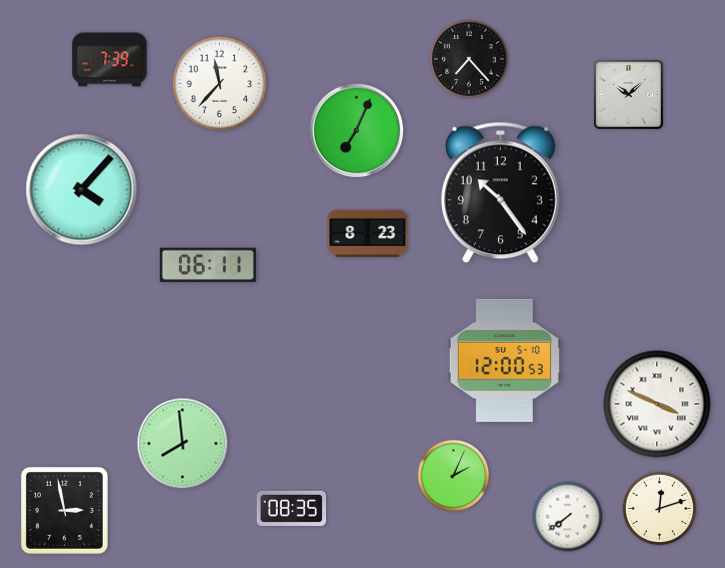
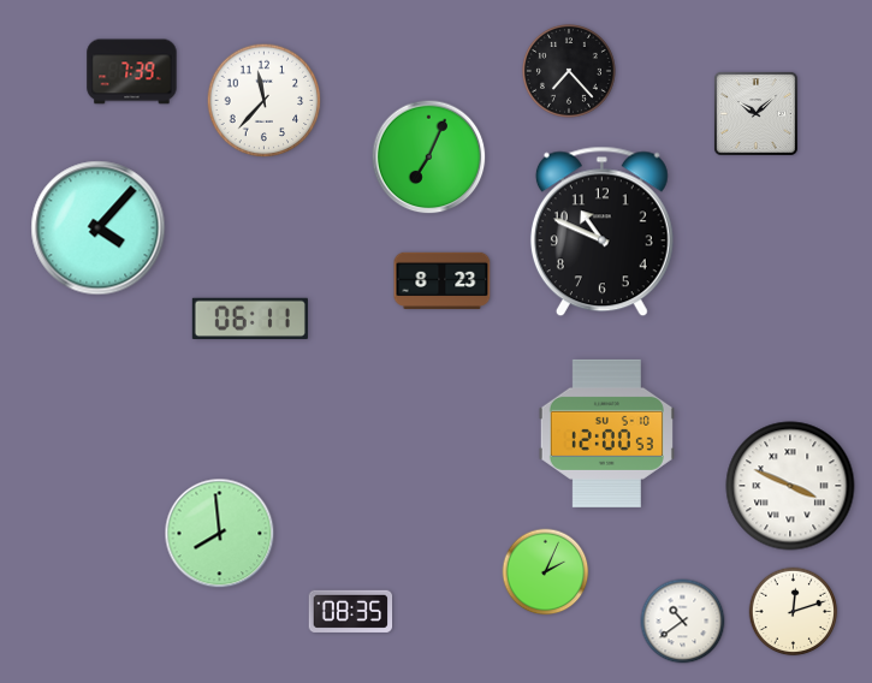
clock at (469, 59) position: (469, 59) -> (569, 71)
clock at (500, 193): 10:24 -> 10:49
clock at (64, 510): 2:58 -> none
clock at (568, 517): 7:39 -> 10:39
